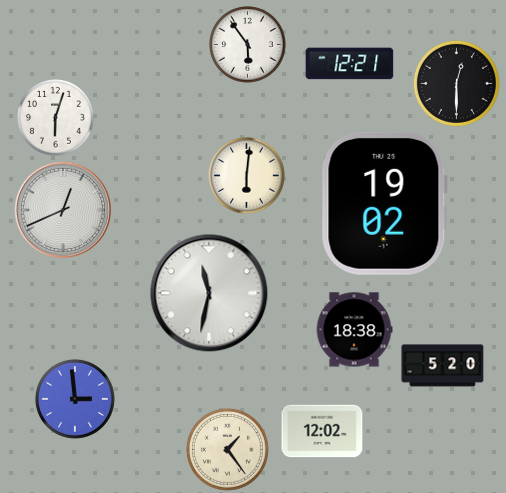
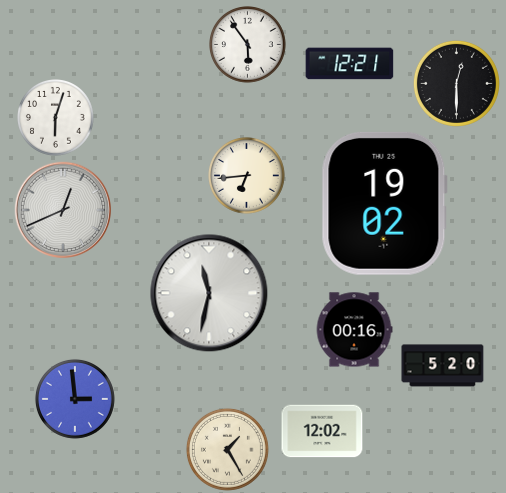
clock at (247, 176): 6:01 -> 6:44
clock at (354, 330): 18:38 -> 00:16
clock at (227, 449): 1:24 -> 1:25
